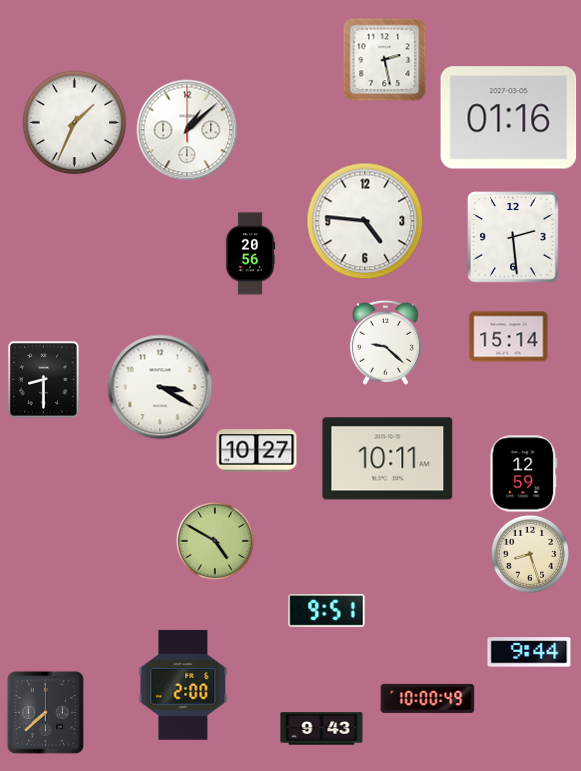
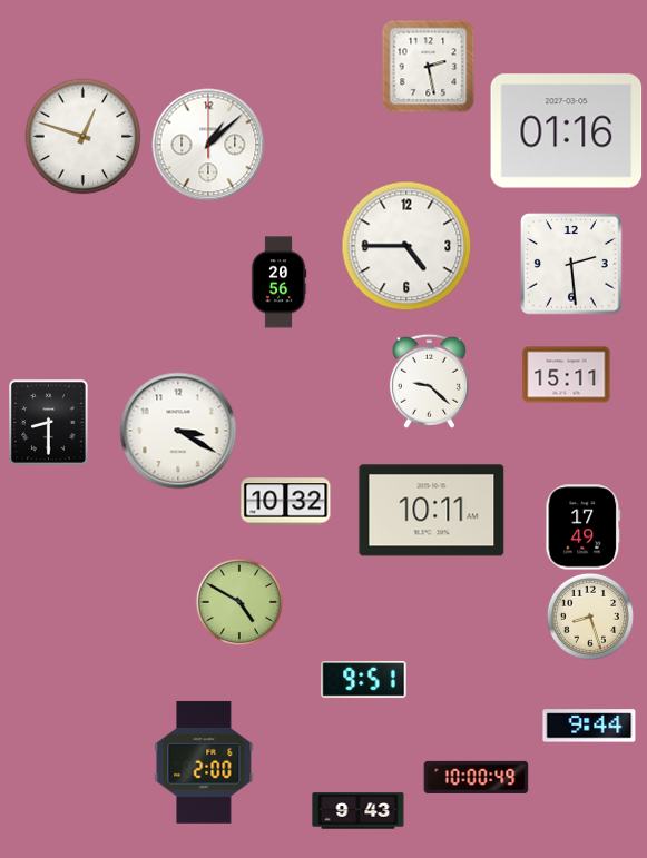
clock at (75, 123): 1:34 -> 12:48
clock at (365, 221): 4:46 -> 4:45
clock at (509, 337): 15:14 -> 15:11
clock at (257, 451): 10:27 -> 10:32
clock at (524, 474): 12:59 -> 17:49
clock at (45, 712): 7:38 -> none
